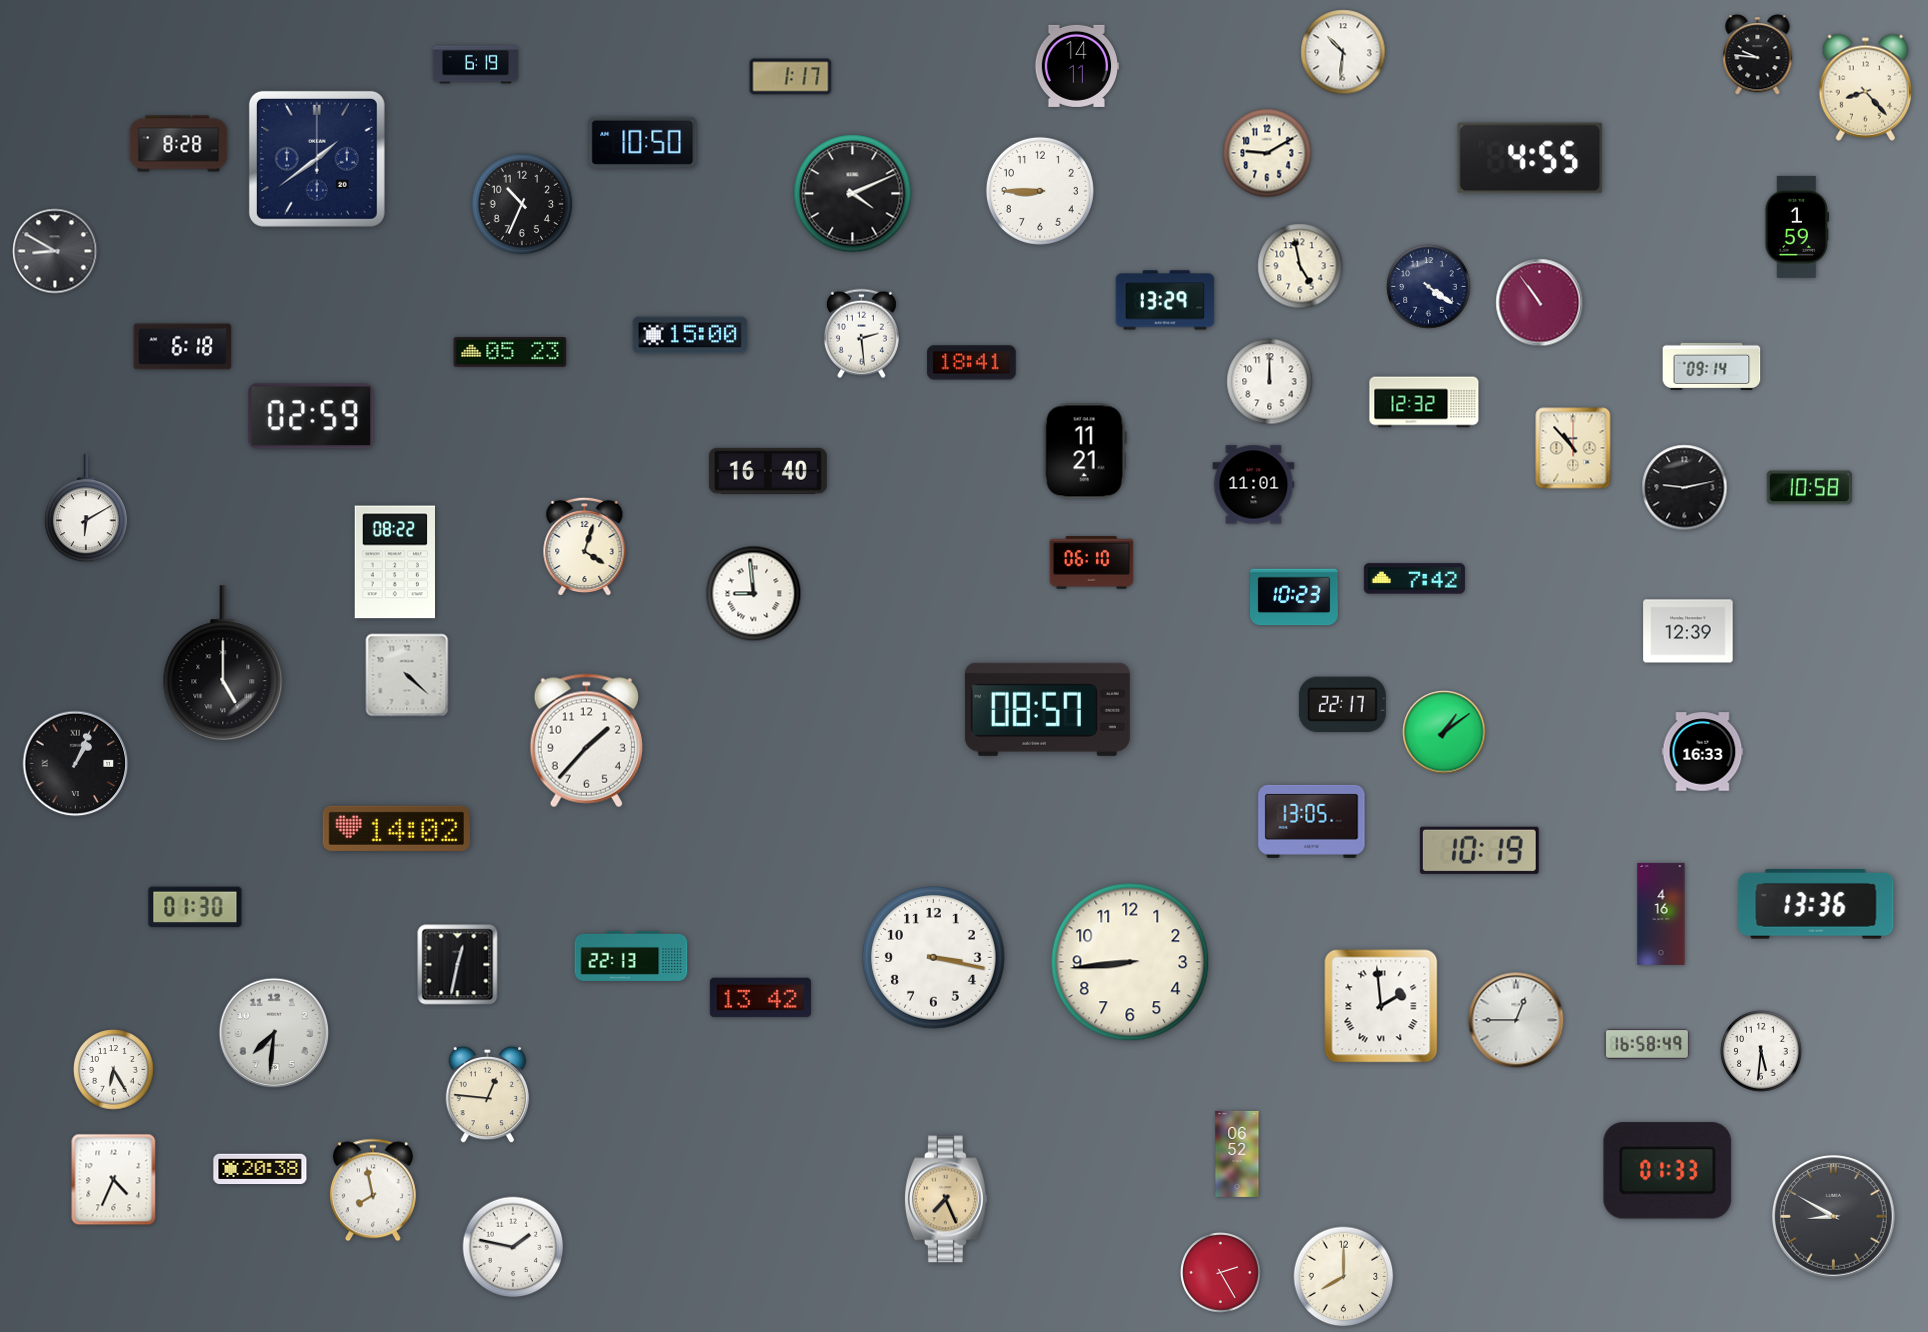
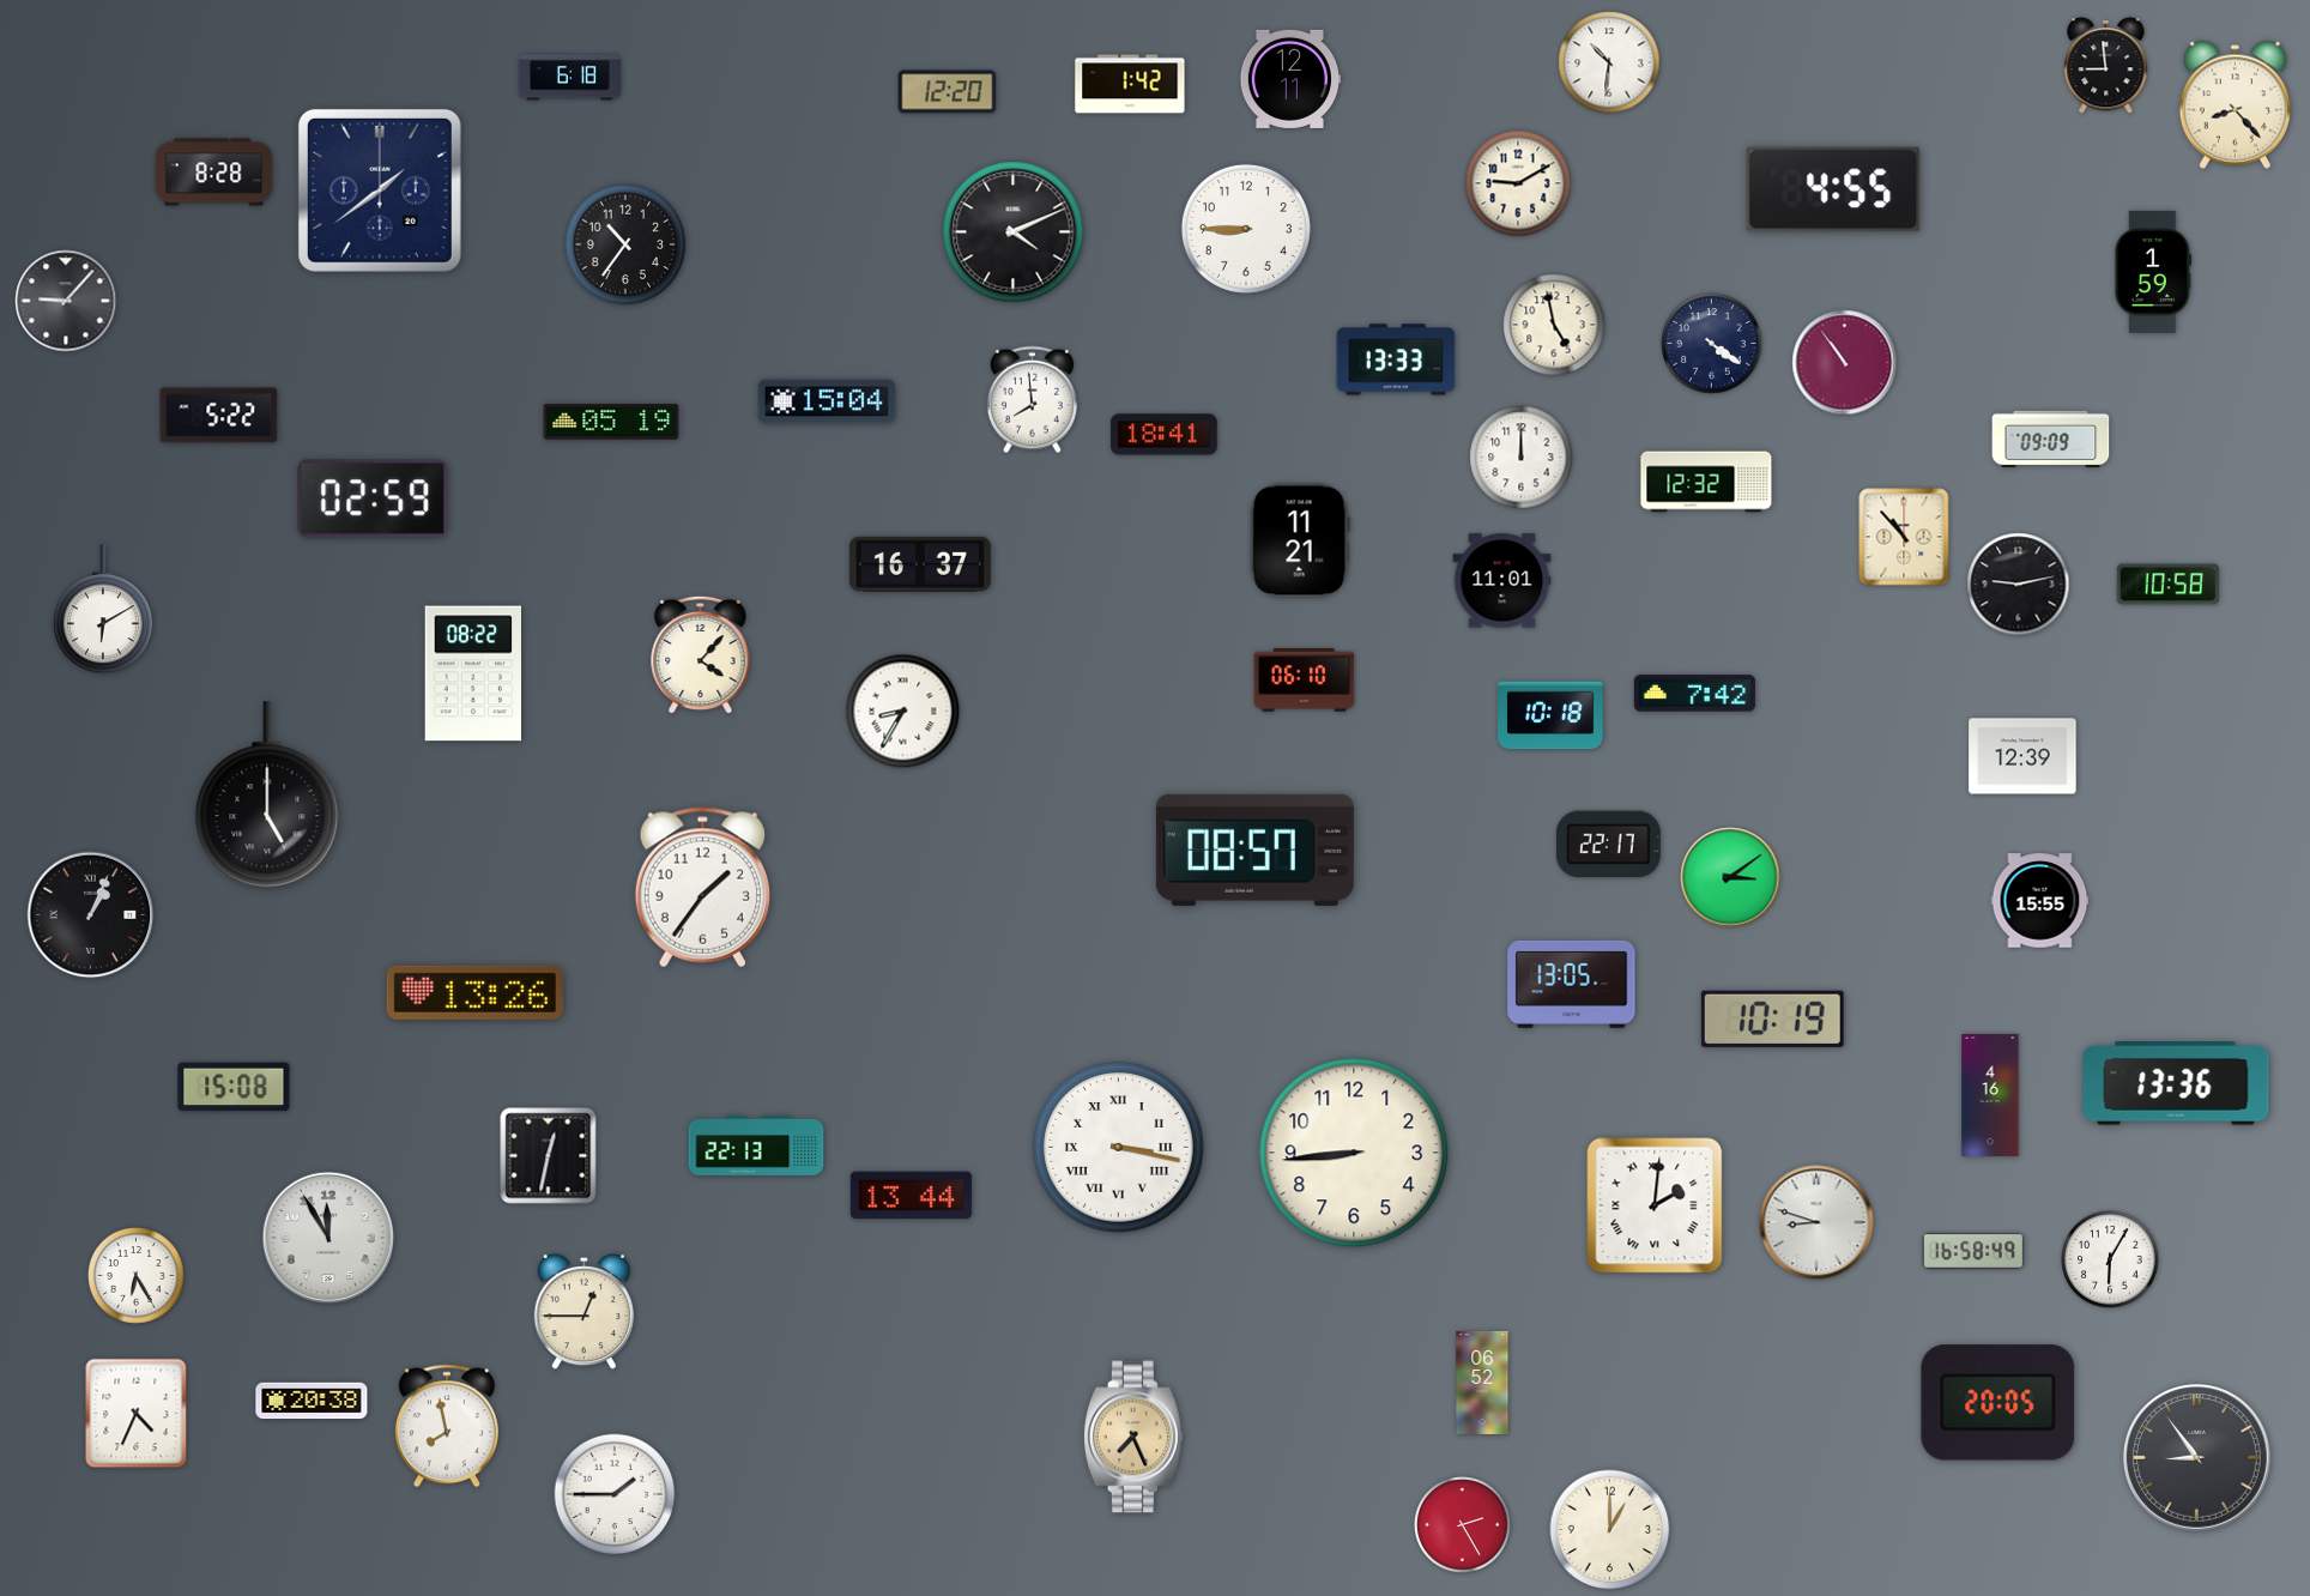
clock at (1758, 55): 9:46 -> 8:59
clock at (475, 65): 6:19 -> 6:18
clock at (1077, 66): 14:11 -> 12:11
clock at (1130, 84): none -> 1:42
clock at (791, 77): 1:17 -> 12:20
clock at (643, 142): 10:50 -> none
clock at (853, 194) position: (853, 194) -> (1014, 232)
clock at (522, 204): 10:34 -> 10:36
clock at (55, 251): 8:50 -> 9:07
clock at (1300, 266) position: (1300, 266) -> (1554, 325)
clock at (1165, 300): 13:29 -> 13:33
clock at (861, 334): 2:29 -> 7:59
clock at (690, 335): 15:00 -> 15:04
clock at (183, 347): 6:18 -> 5:22
clock at (510, 352): 05:23 -> 05:19
clock at (1712, 366): 09:14 -> 09:09
clock at (1573, 448) position: (1573, 448) -> (1904, 537)
clock at (768, 471): 16:40 -> 16:37
clock at (585, 547): 4:03 -> 4:07
clock at (1092, 563) position: (1092, 563) -> (1305, 681)
clock at (754, 594): 8:59 -> 8:35
clock at (1295, 597): 10:23 -> 10:18
clock at (407, 675): 4:22 -> none
clock at (1444, 732): 1:09 -> 3:09
clock at (586, 741): 1:37 -> 1:36
clock at (1703, 752): 16:33 -> 15:55
clock at (396, 828): 14:02 -> 13:26
clock at (195, 907): 01:30 -> 15:08
clock at (934, 958) numerals: Arabic -> Roman
clock at (760, 998): 13:42 -> 13:44
clock at (1381, 1006): 1:59 -> 2:01
clock at (1516, 1020): 12:45 -> 8:48
clock at (274, 1033): 7:31 -> 11:55
clock at (1761, 1051): 5:31 -> 6:05
clock at (114, 1070) position: (114, 1070) -> (137, 1276)
clock at (487, 1095): 12:46 -> 12:45
clock at (1668, 1171): 01:33 -> 20:05
clock at (1834, 1217): 8:50 -> 8:54
clock at (513, 1247): 1:47 -> 1:45
clock at (1344, 1277): 8:00 -> 1:00
